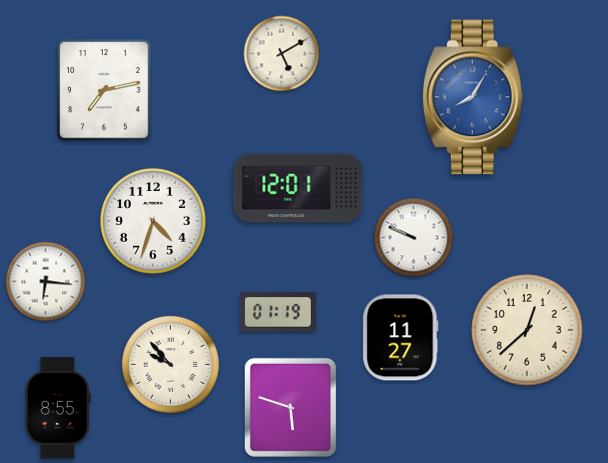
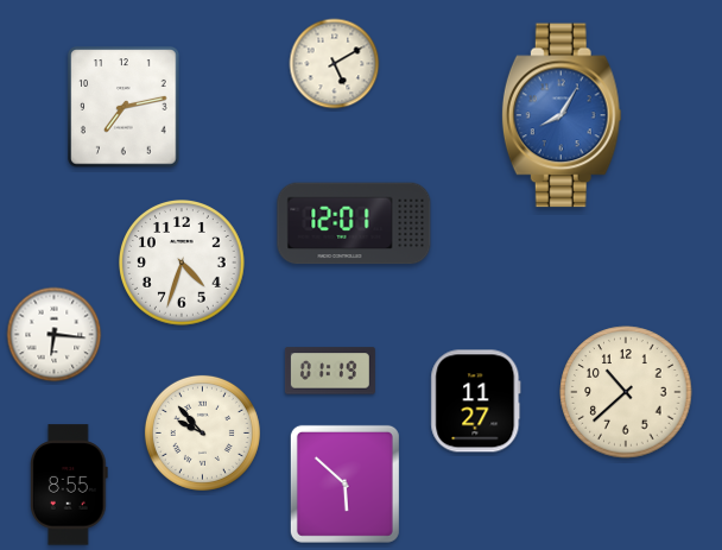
clock at (414, 238): 9:49 -> none
clock at (527, 330): 12:38 -> 10:38
clock at (290, 407): 5:48 -> 5:52
